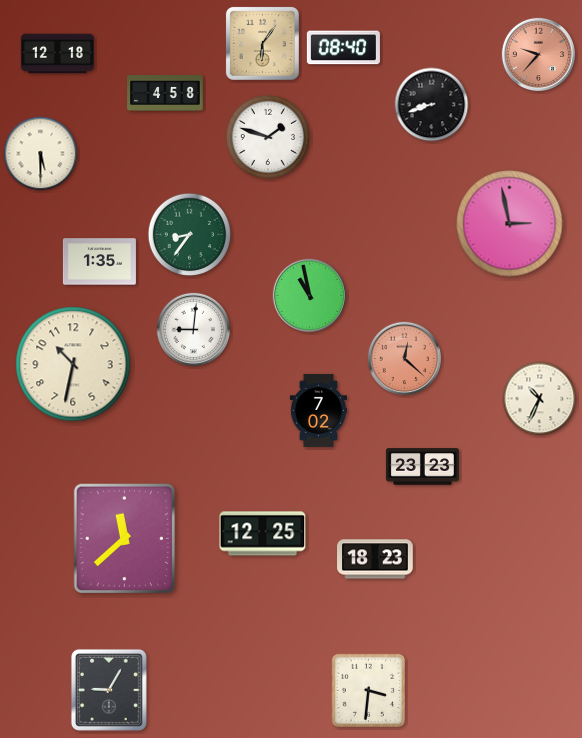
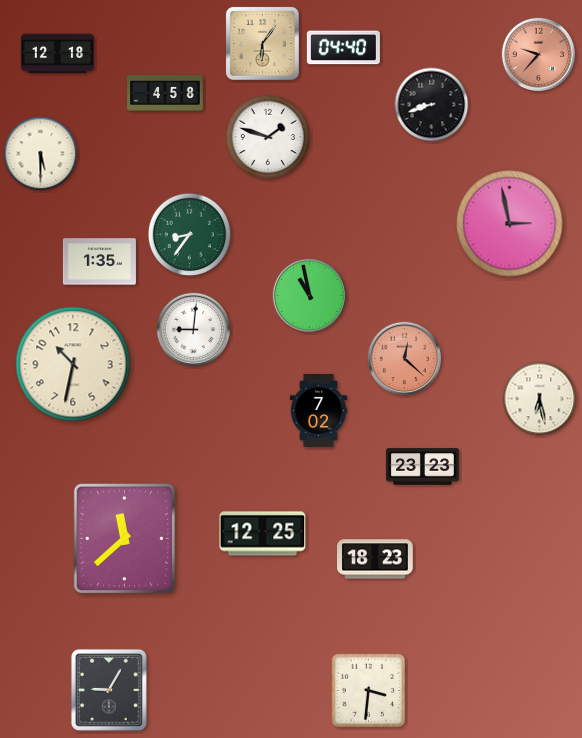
clock at (343, 48): 08:40 -> 04:40
clock at (540, 399): 10:34 -> 6:28
